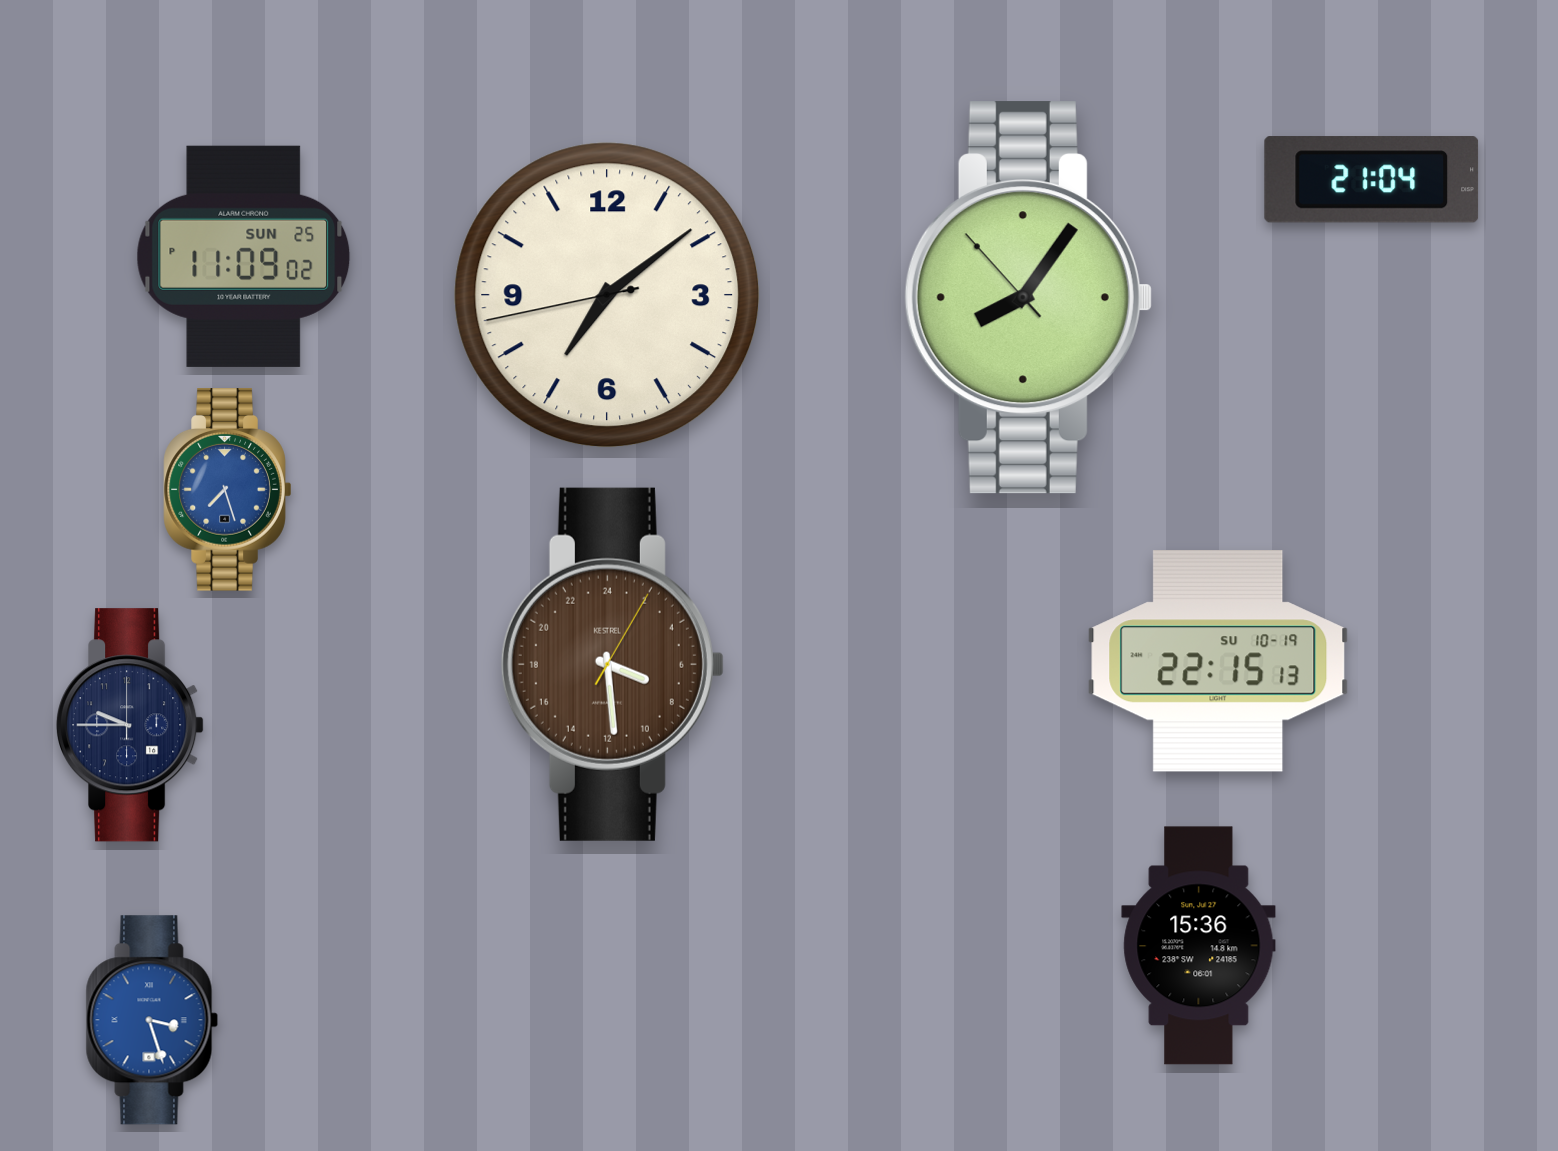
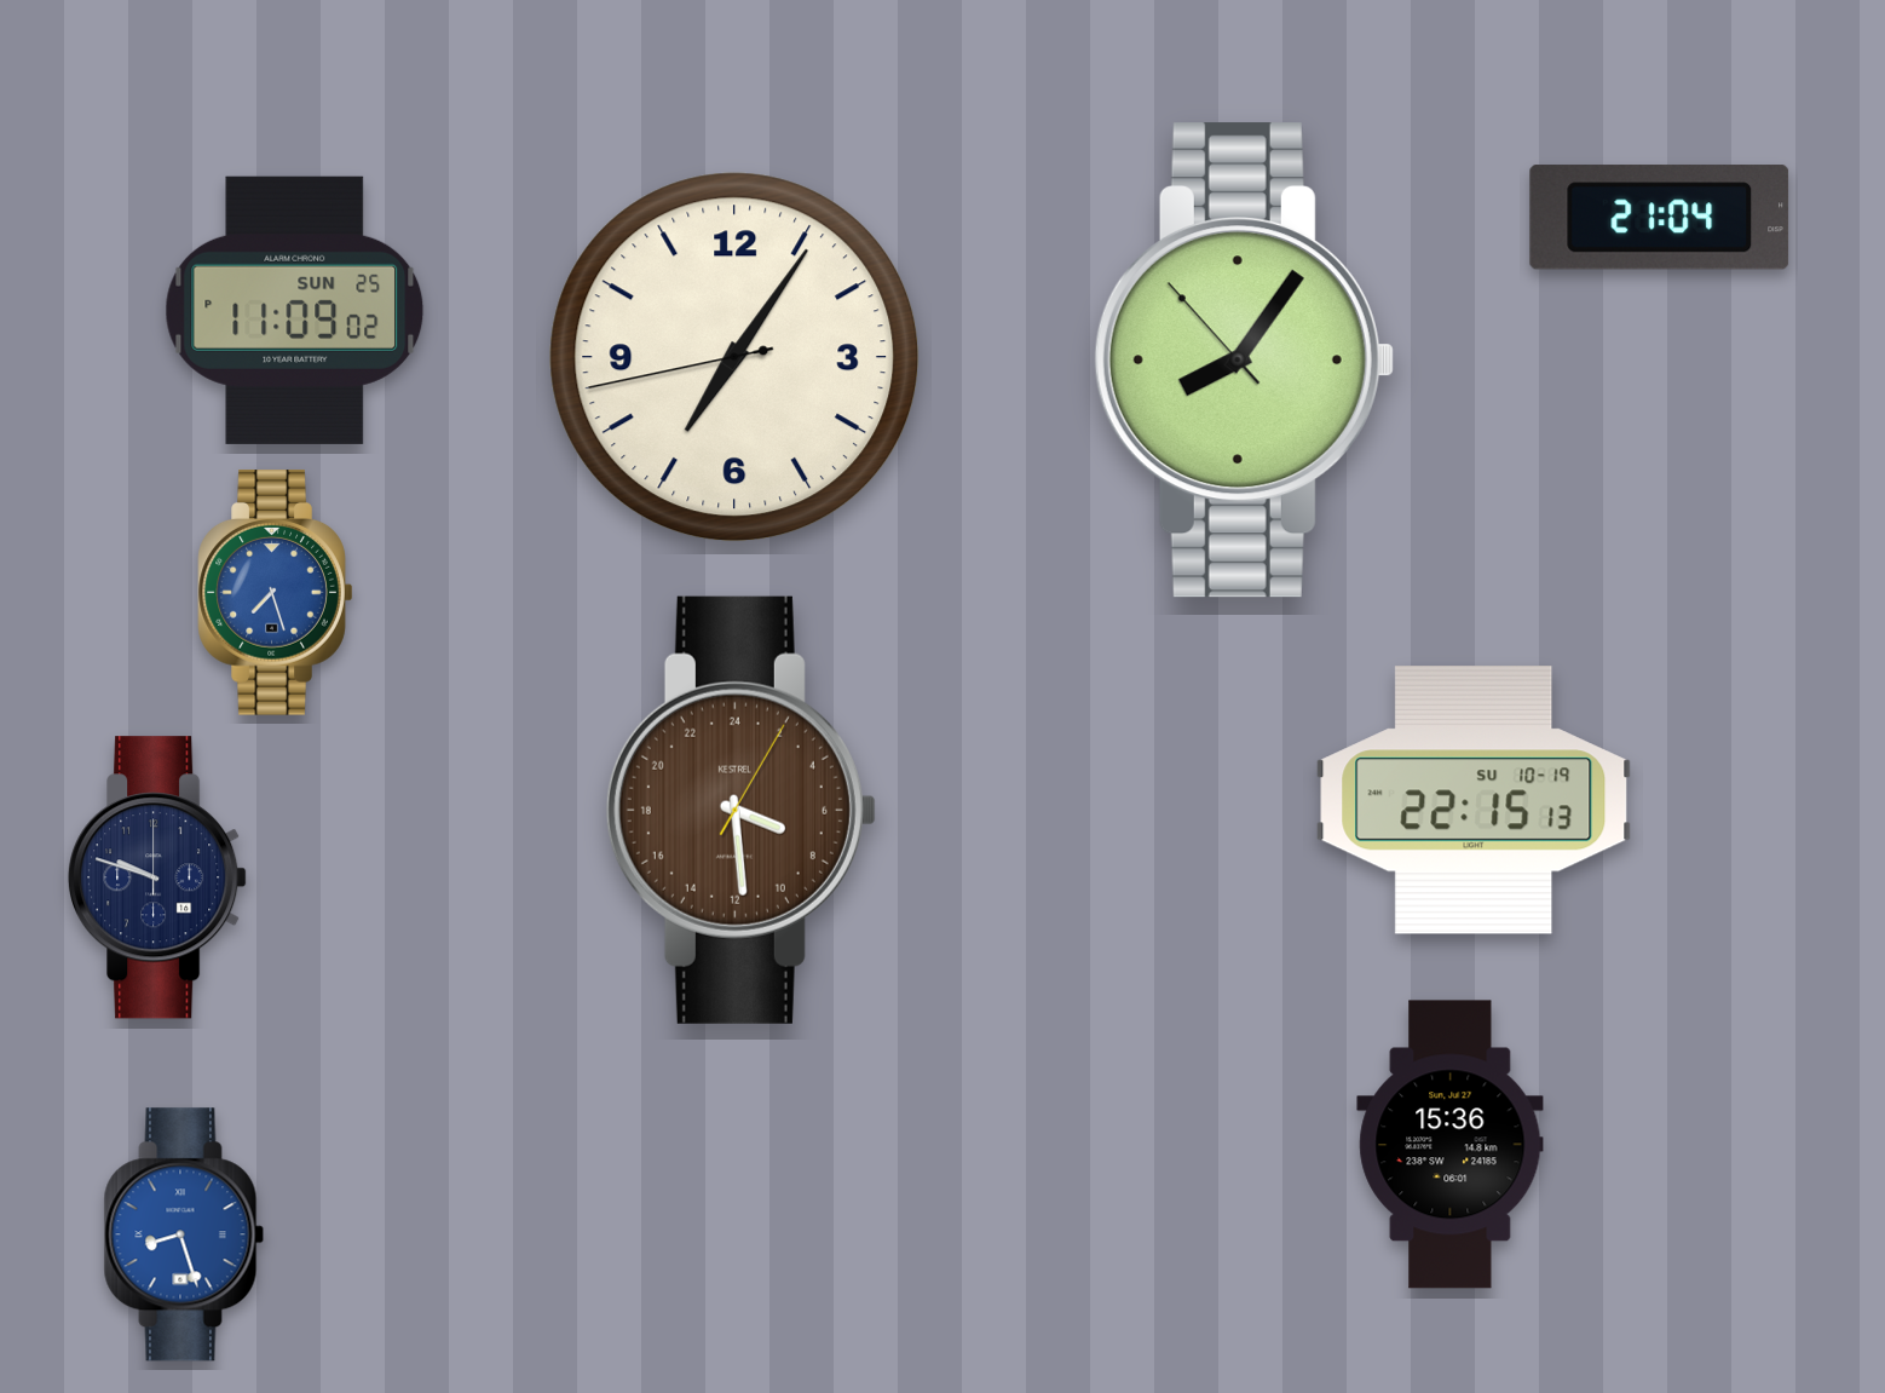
clock at (607, 295): 7:08 -> 7:05
clock at (612, 664) position: (612, 664) -> (740, 810)
clock at (131, 725): 9:45 -> 9:48
clock at (152, 1020): 3:27 -> 8:27
